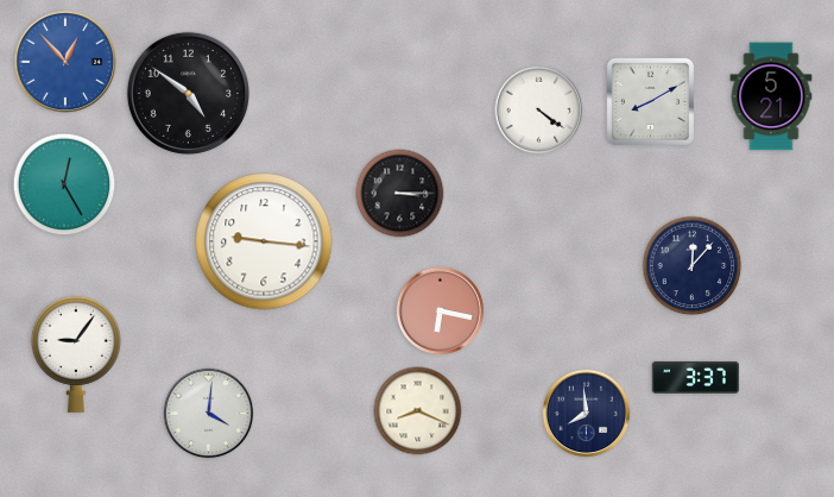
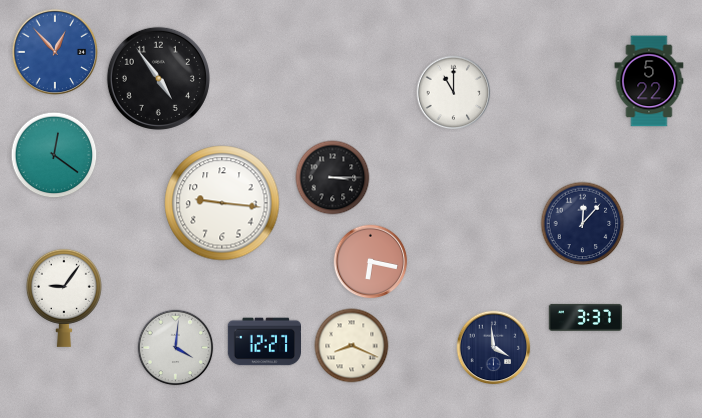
clock at (188, 93): 4:51 -> 4:54
clock at (771, 96): 5:21 -> 5:22
clock at (650, 101): 8:10 -> none
clock at (539, 111): 4:21 -> 11:00
clock at (64, 184): 12:25 -> 12:21
clock at (400, 194) position: (400, 194) -> (333, 178)
clock at (264, 342): none -> 12:27
clock at (587, 414): 7:59 -> 3:59
